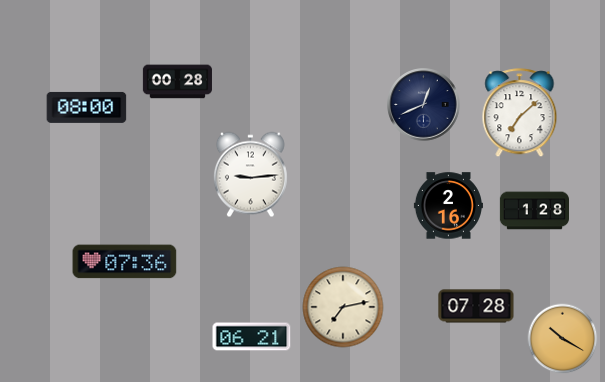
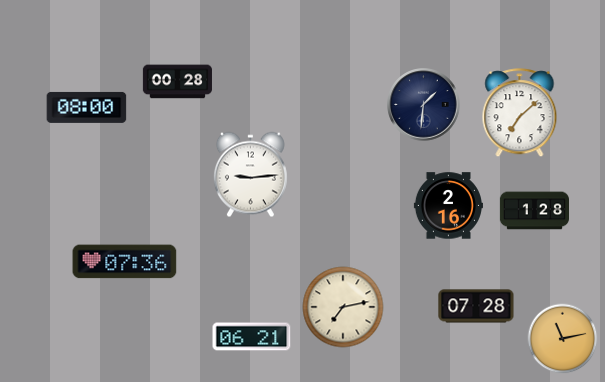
clock at (424, 105): 12:41 -> 1:31
clock at (563, 339): 10:20 -> 11:13
